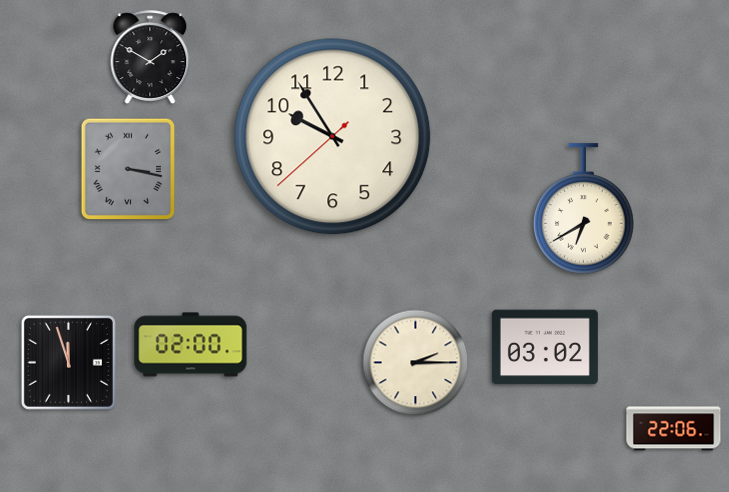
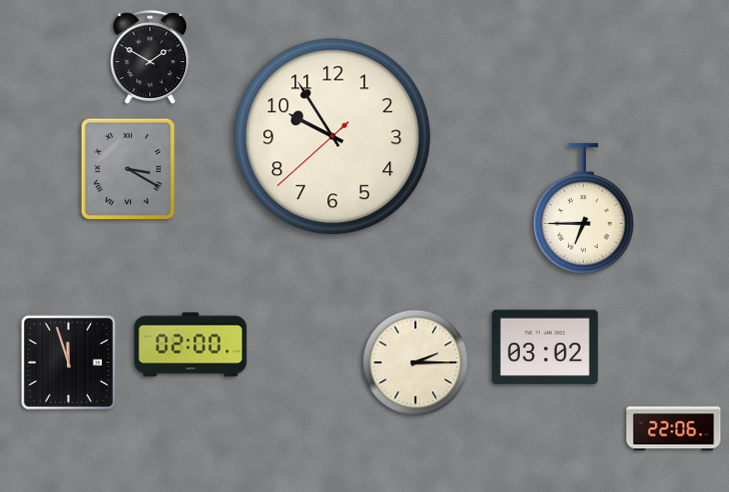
clock at (127, 168): 3:17 -> 3:20
clock at (584, 209): 6:40 -> 6:45
